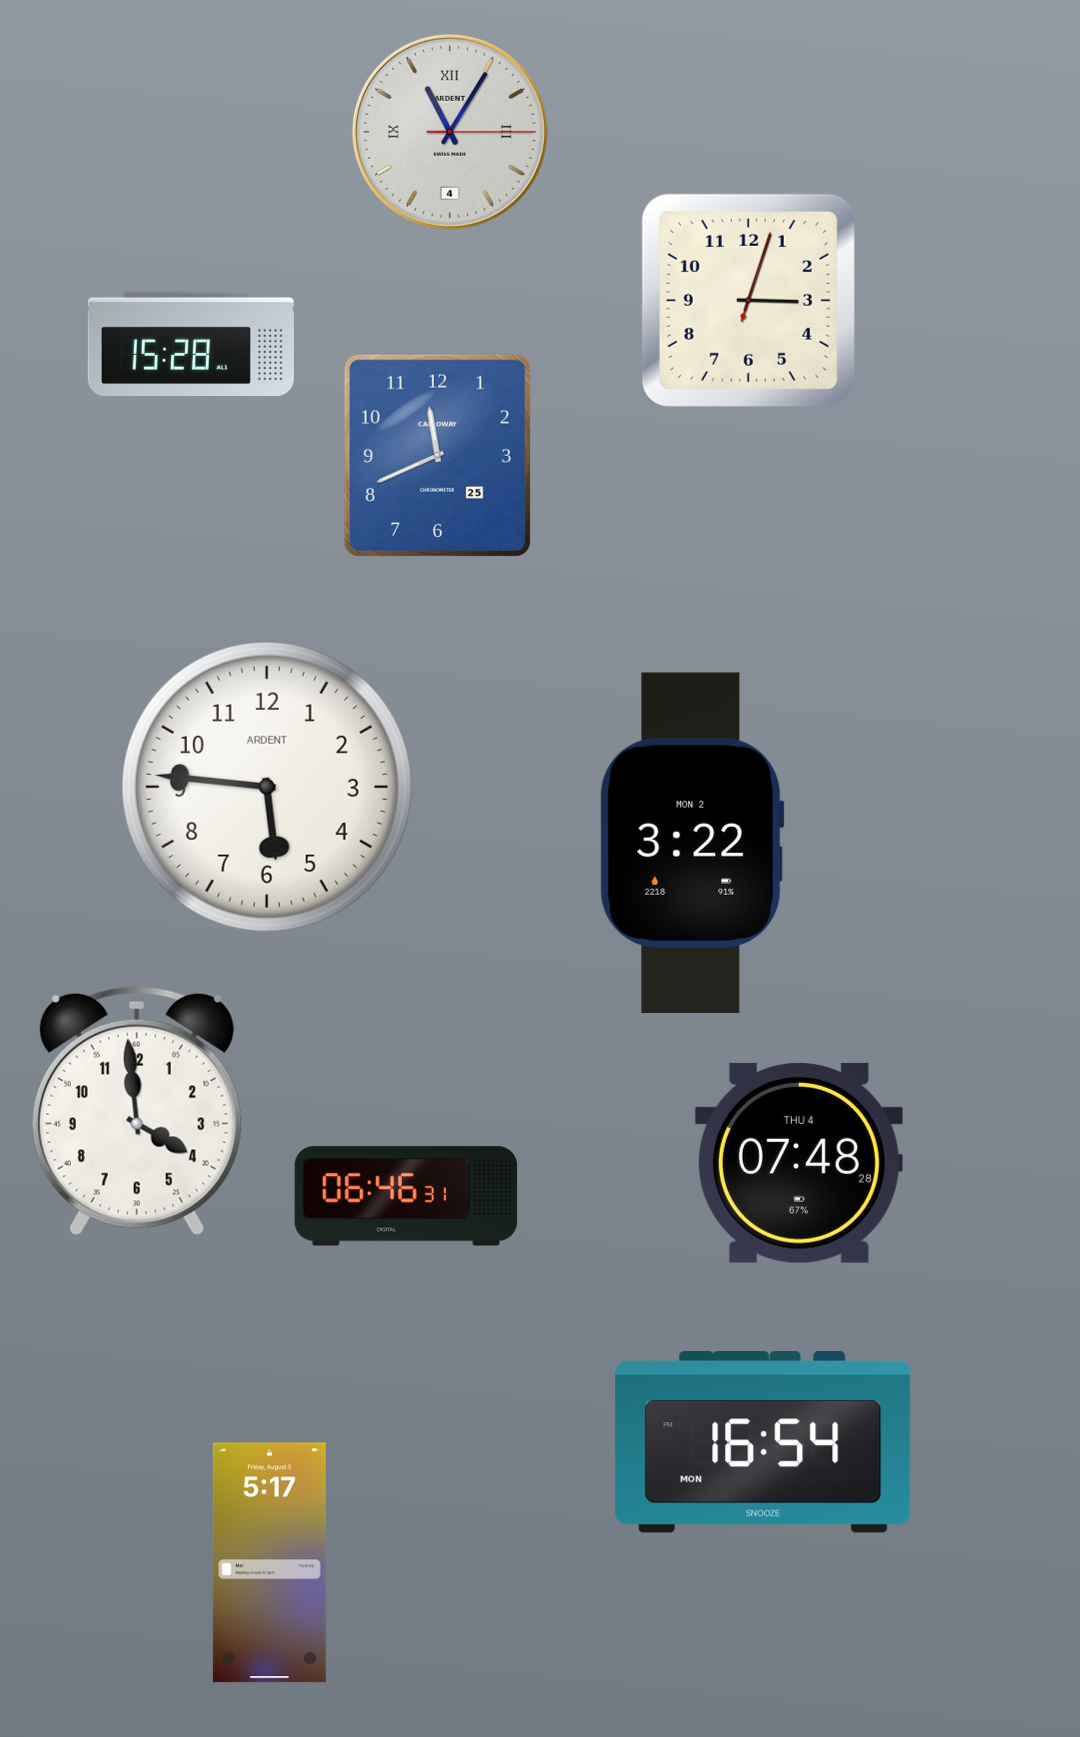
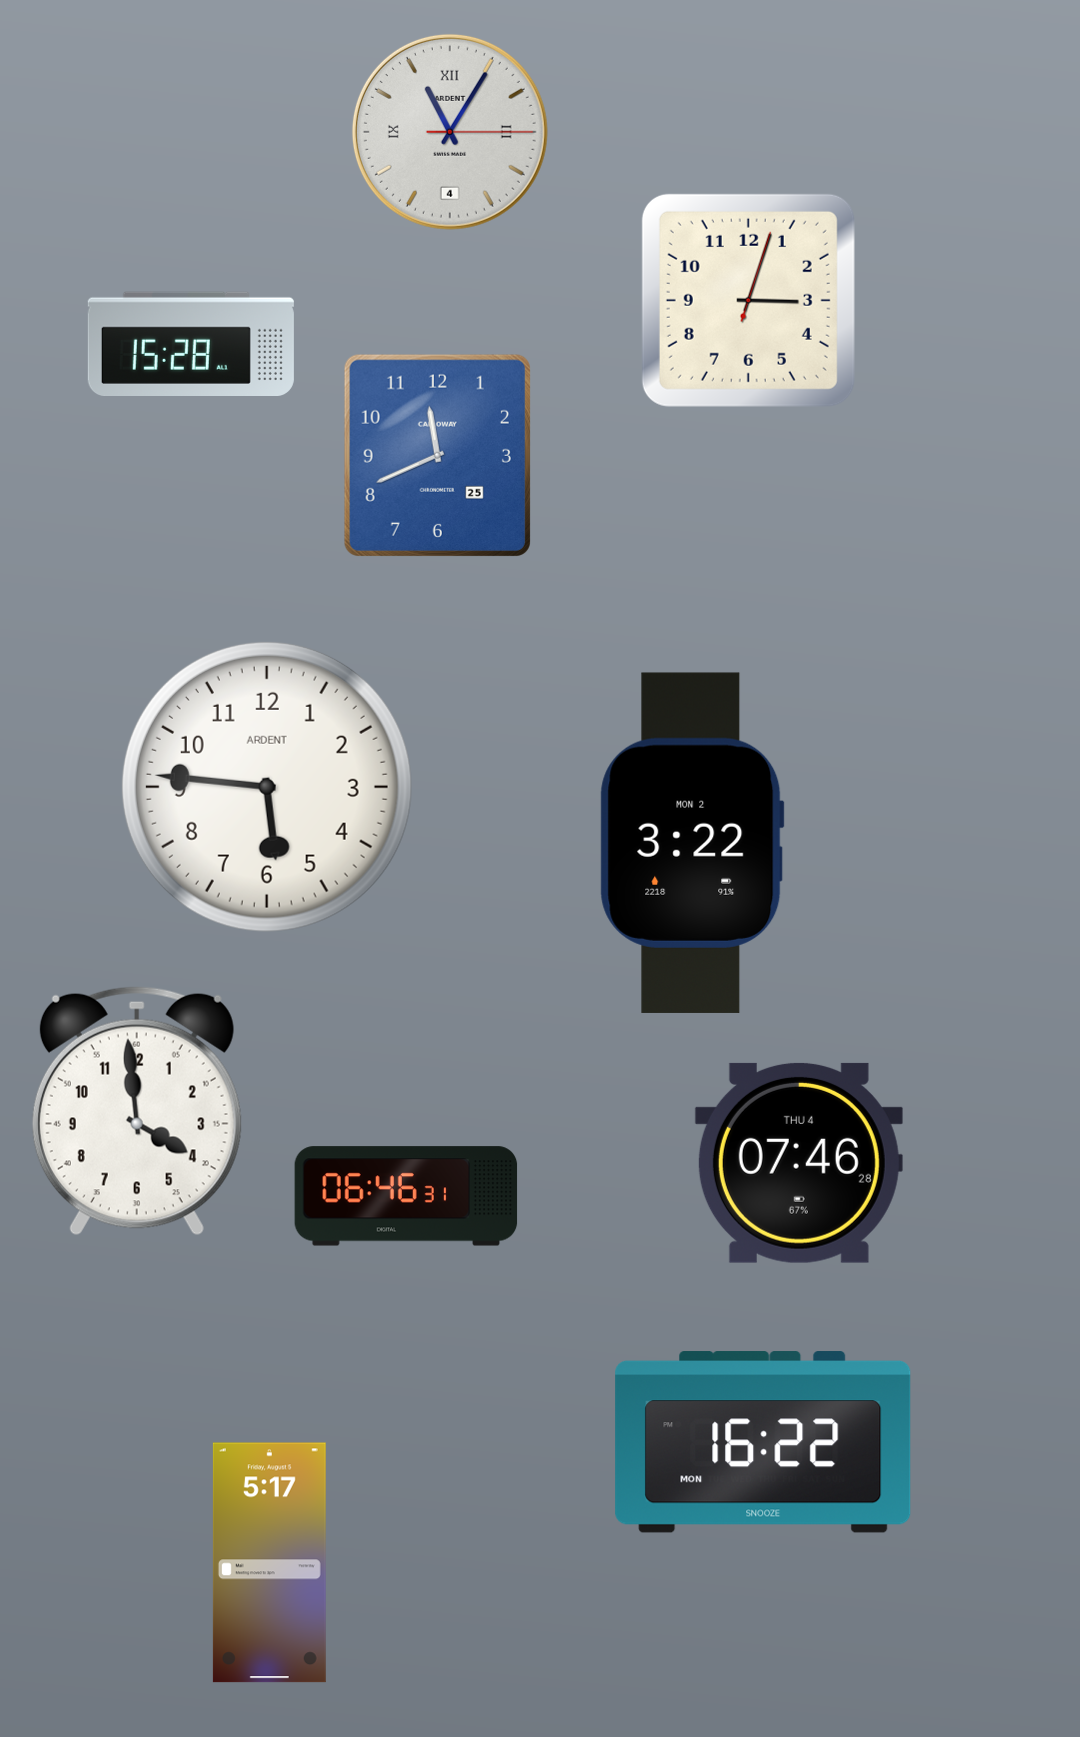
clock at (799, 1163): 07:48 -> 07:46
clock at (763, 1442): 16:54 -> 16:22
